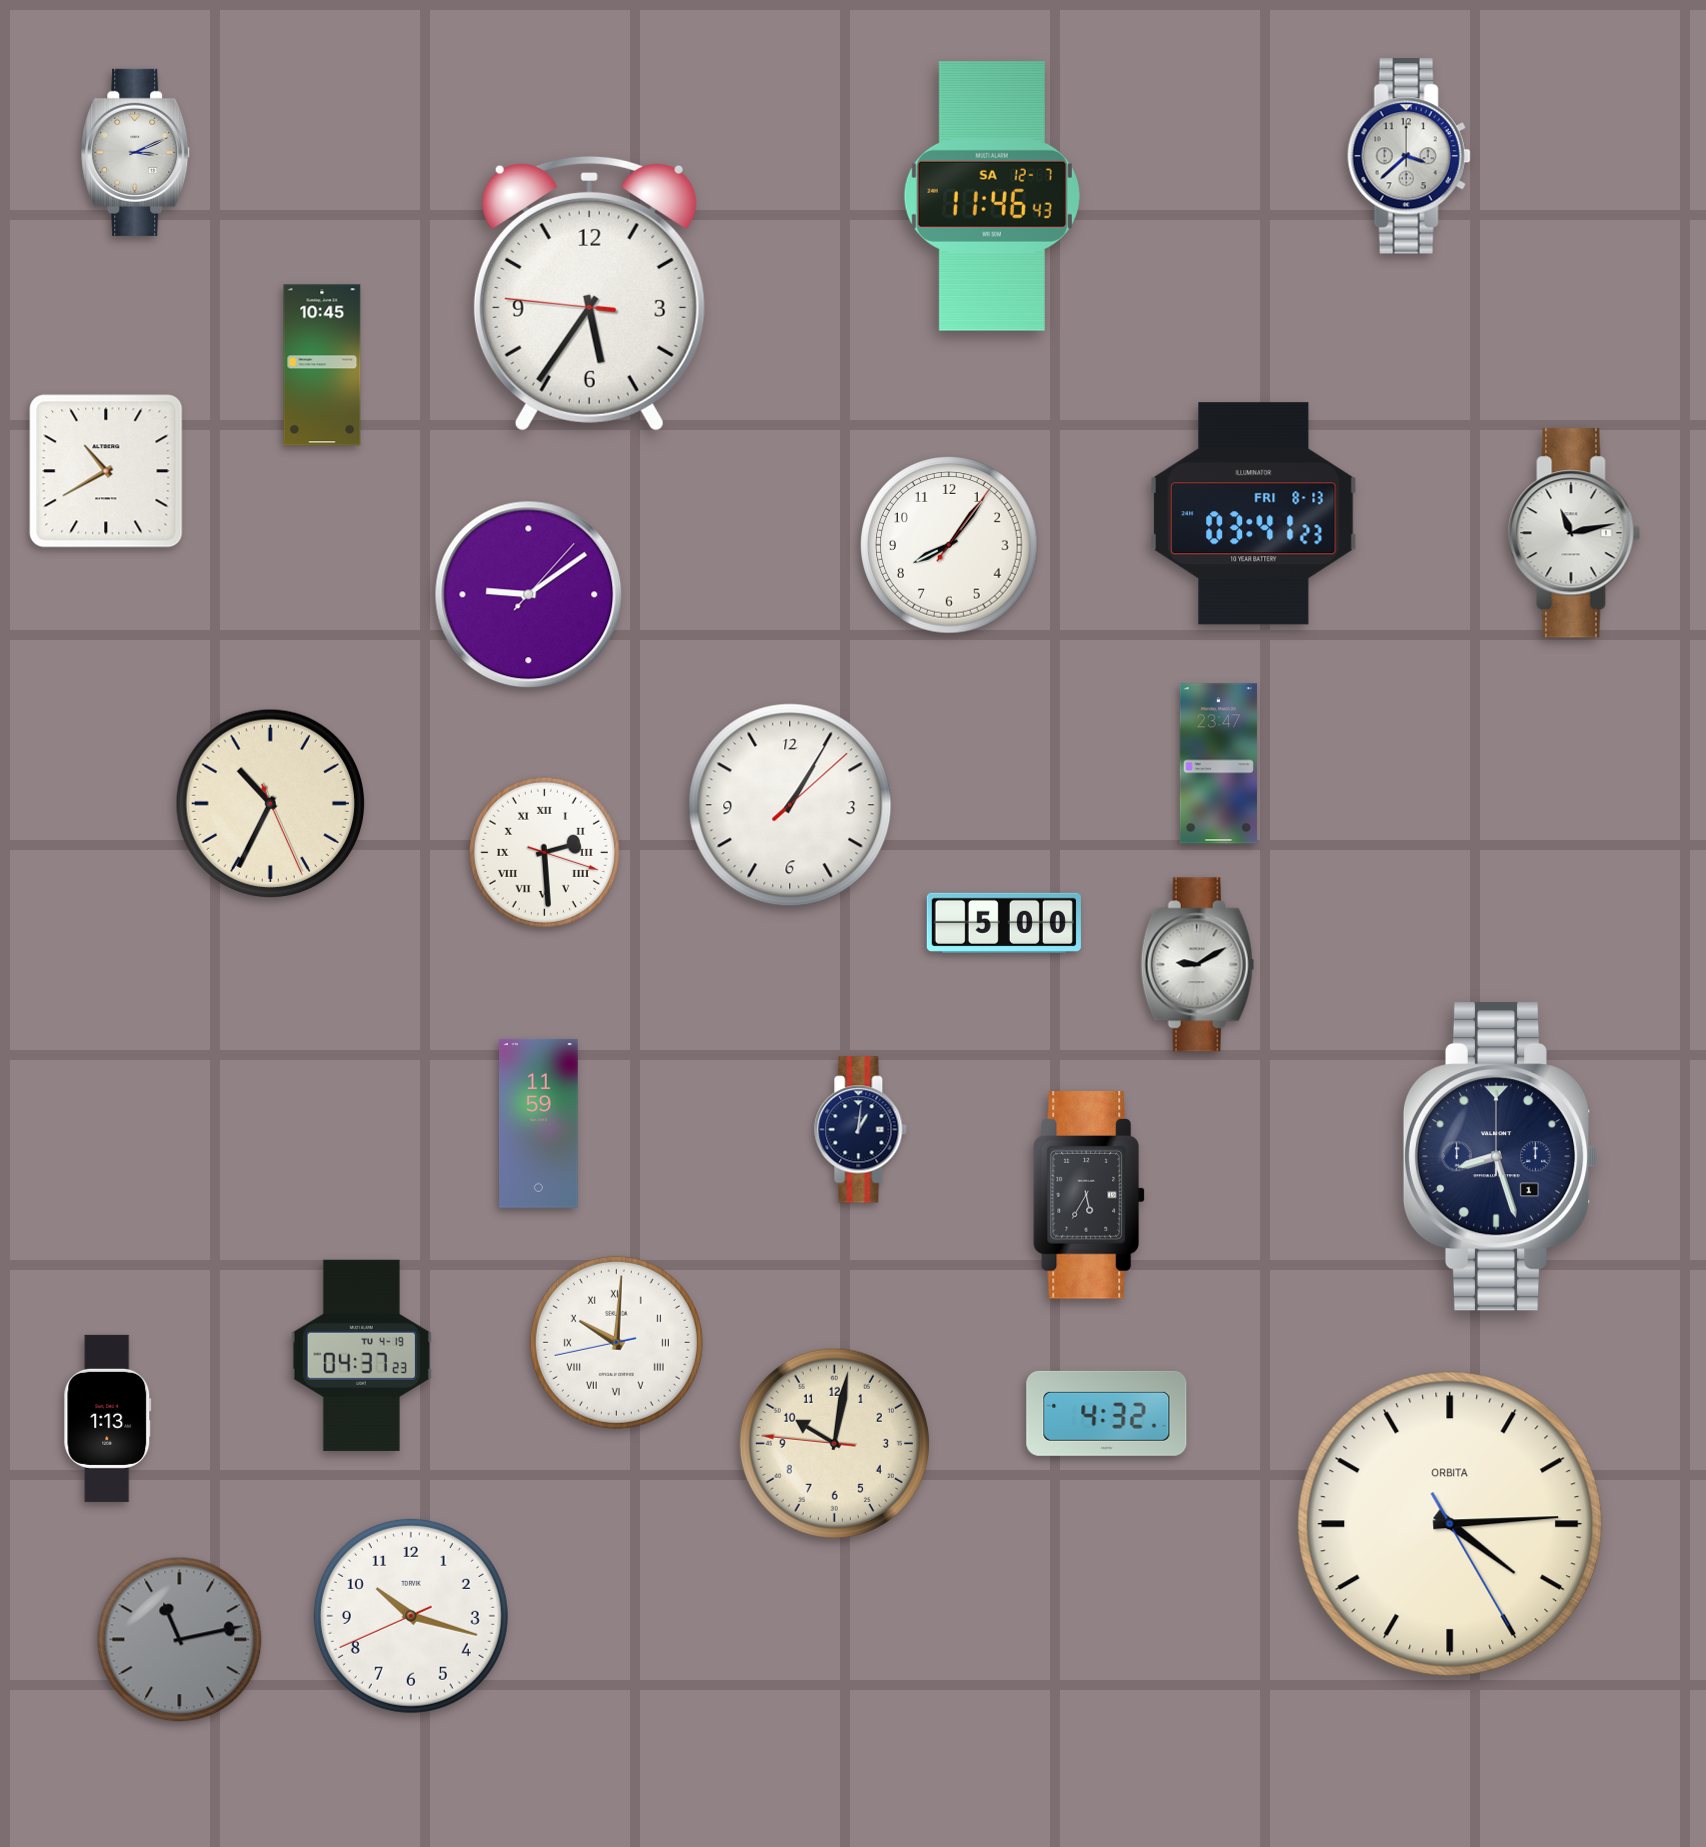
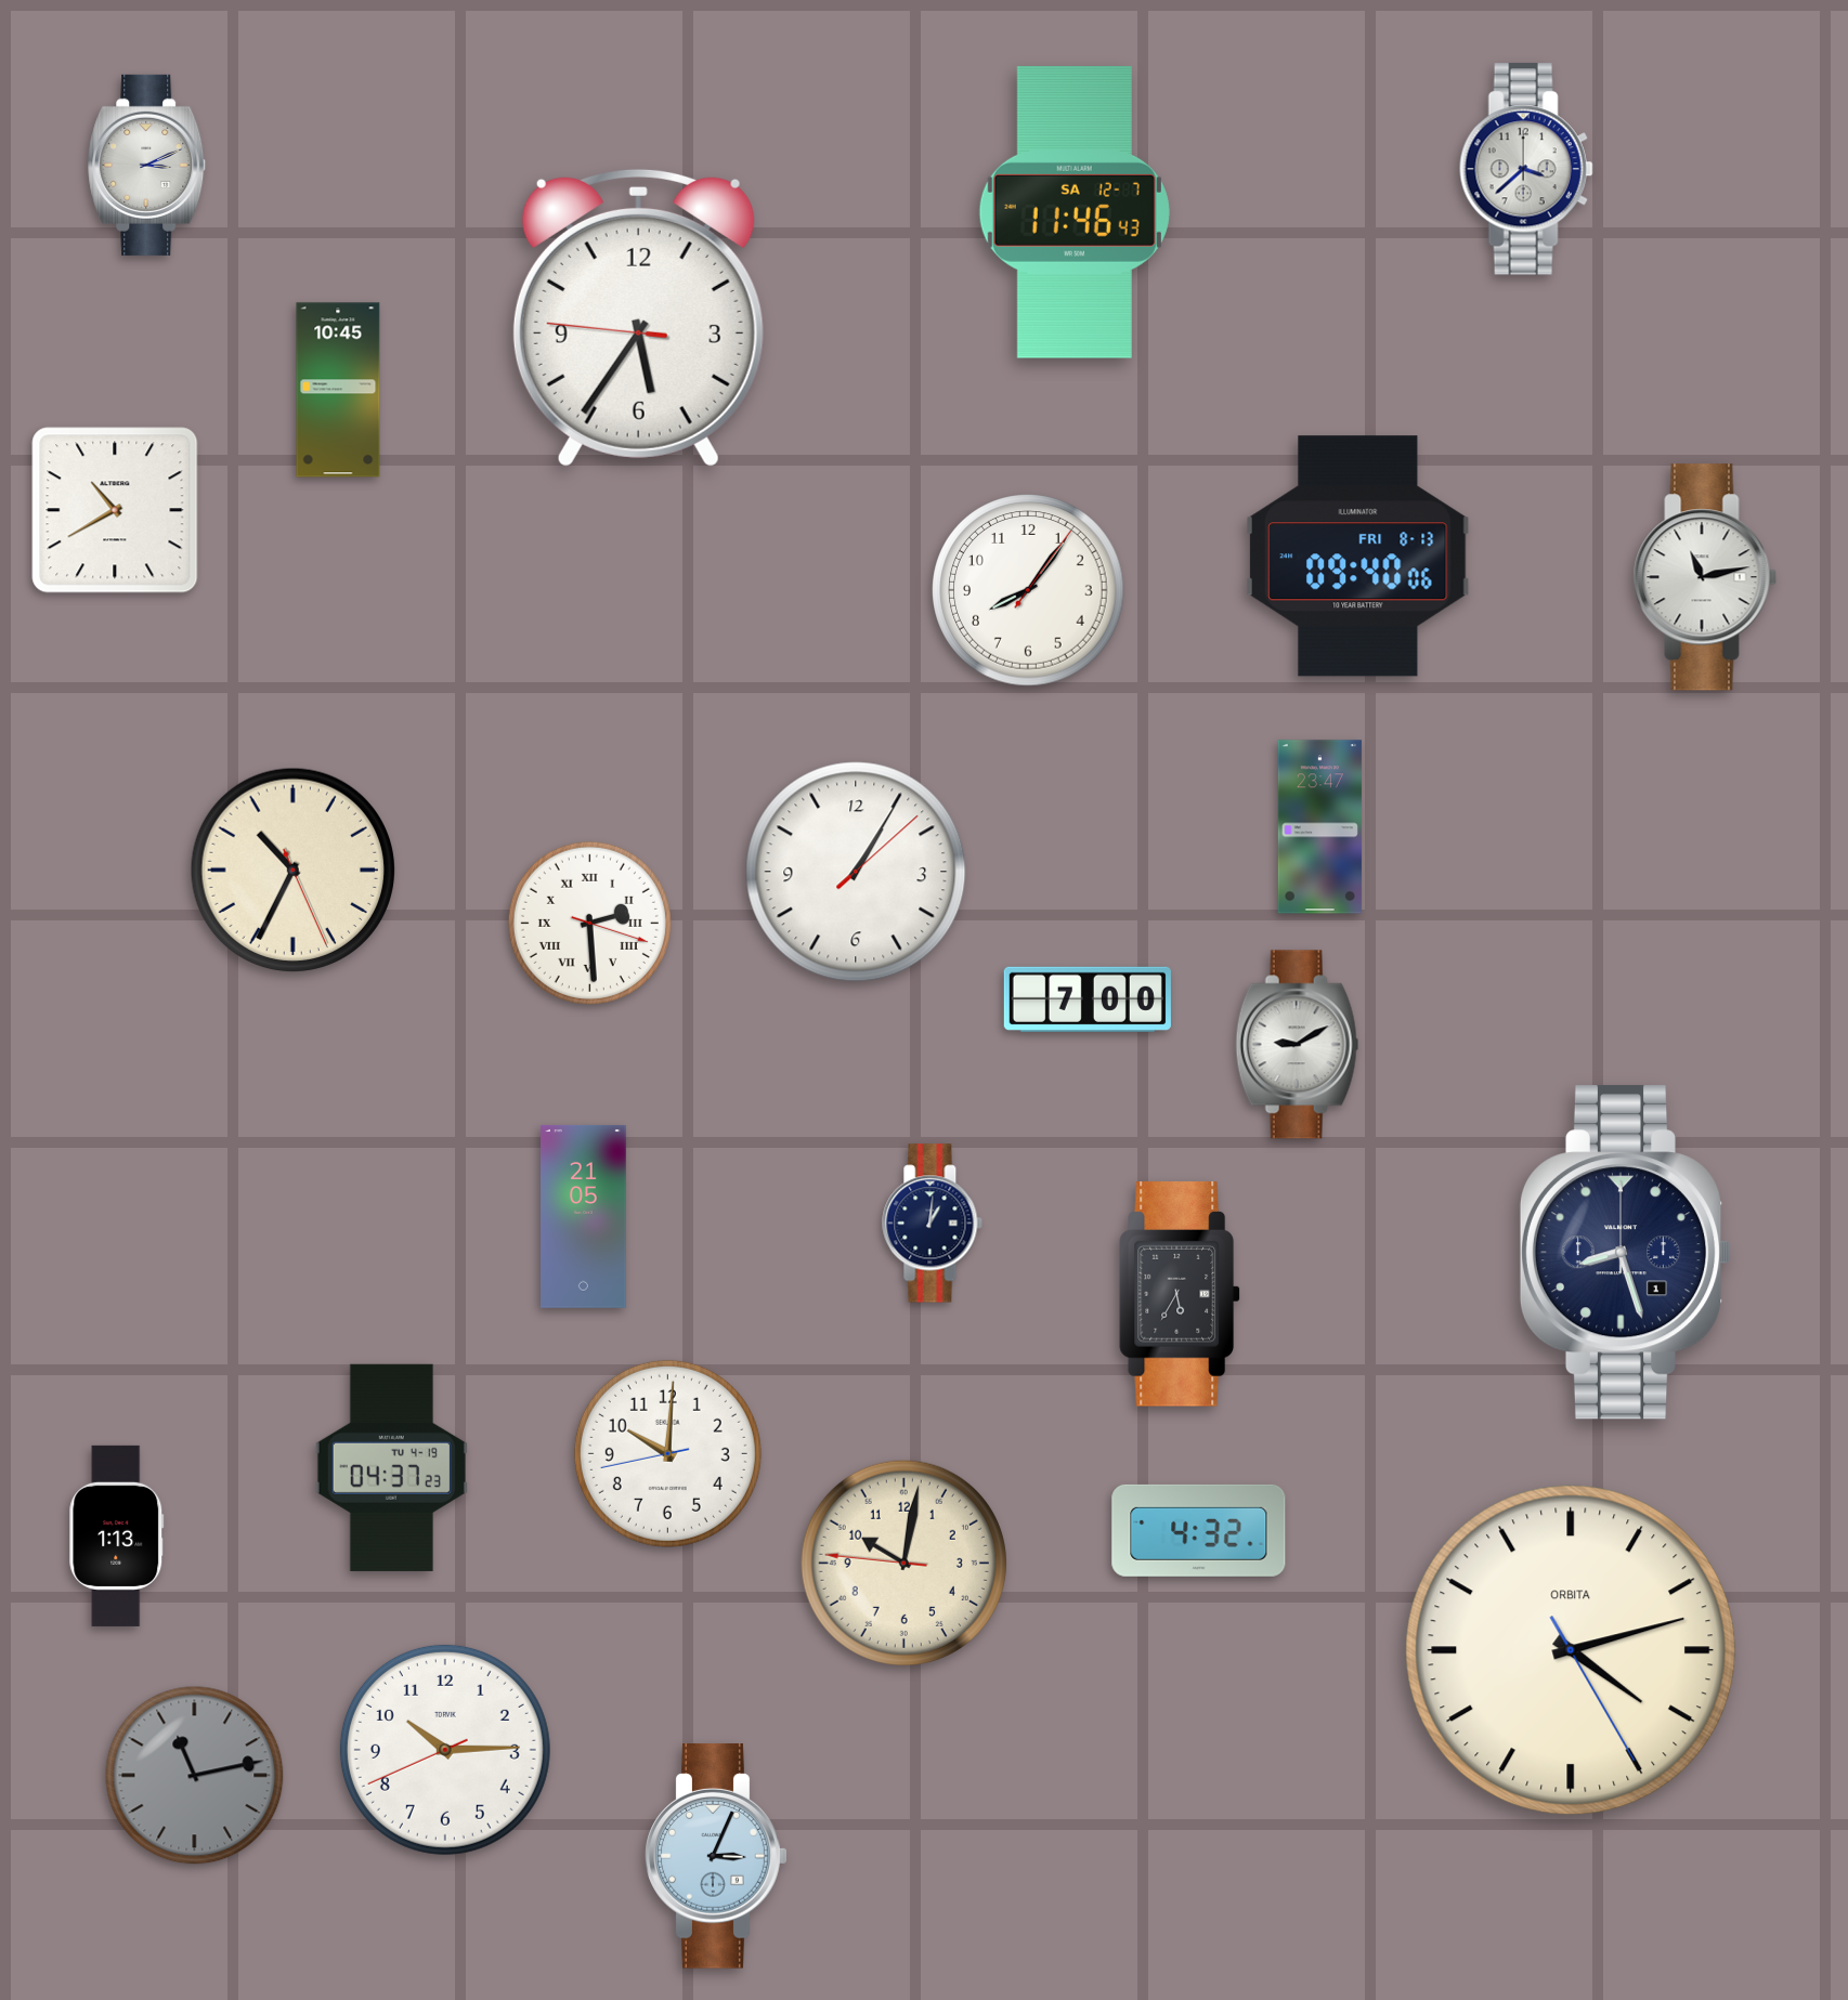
clock at (322, 365) position: (322, 365) -> (338, 390)
clock at (1254, 514): 03:41 -> 09:40
clock at (529, 595): 9:09 -> none
clock at (1004, 923): 5:00 -> 7:00
clock at (539, 1123): 11:59 -> 21:05
clock at (616, 1342) numerals: Roman -> Arabic
clock at (1450, 1524): 4:14 -> 4:12
clock at (411, 1616): 10:17 -> 10:14
clock at (716, 1856): none -> 3:04
